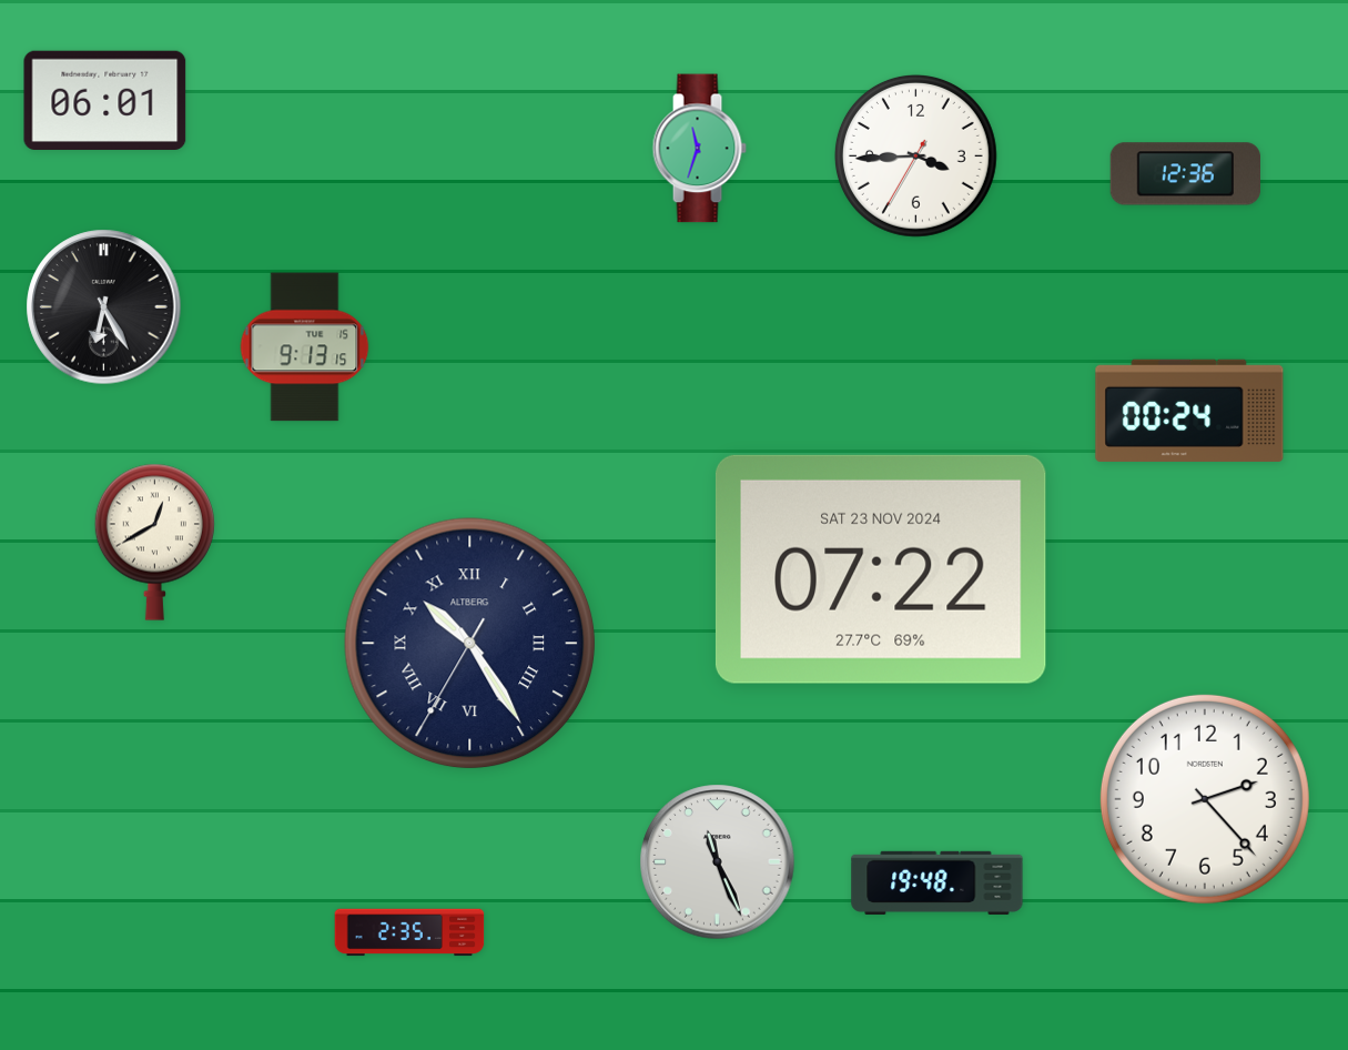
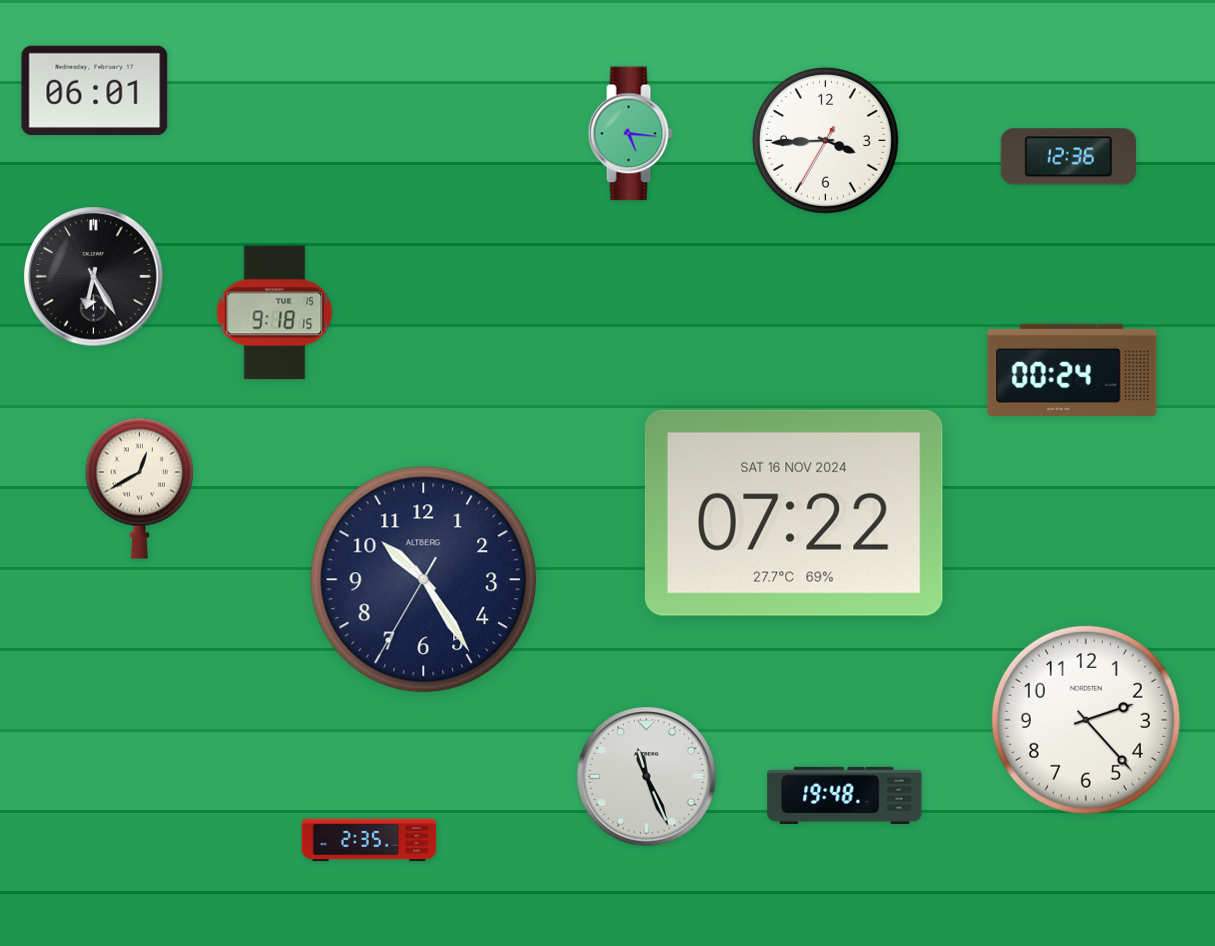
clock at (699, 149): 11:33 -> 5:16
clock at (305, 347): 9:13 -> 9:18
clock at (881, 569) date: SAT 23 NOV 2024 -> SAT 16 NOV 2024
clock at (470, 644) numerals: Roman -> Arabic
